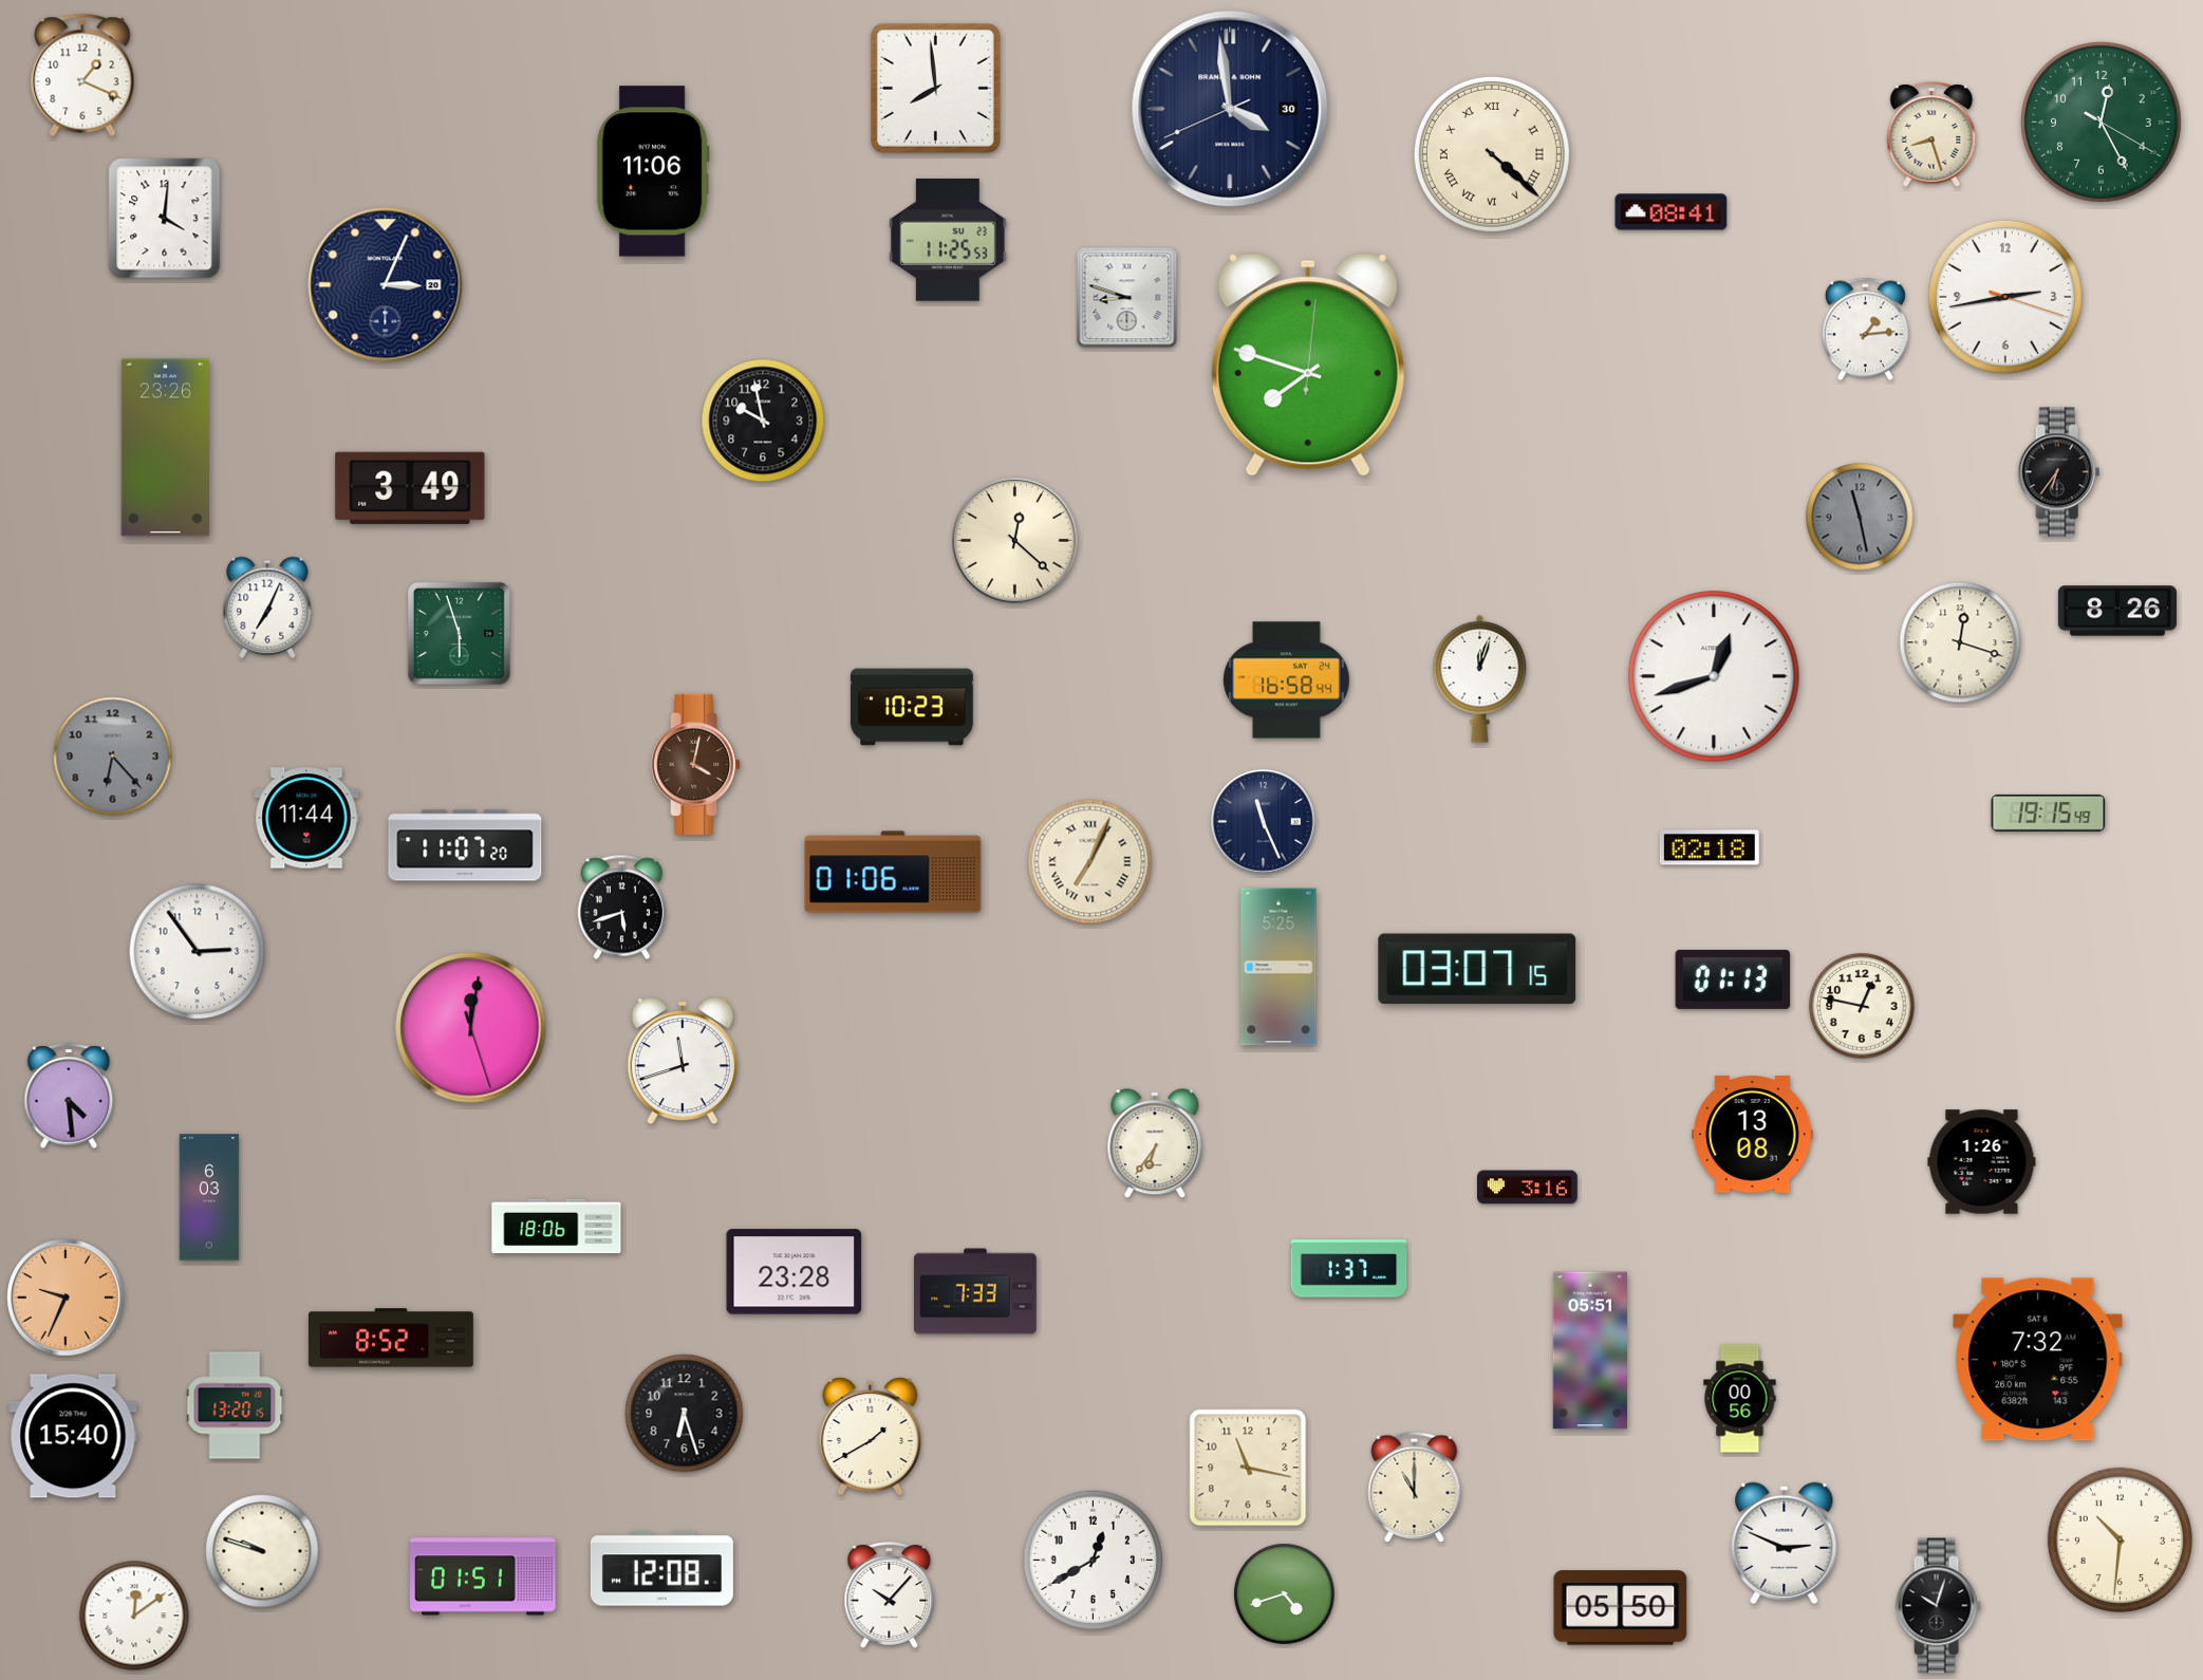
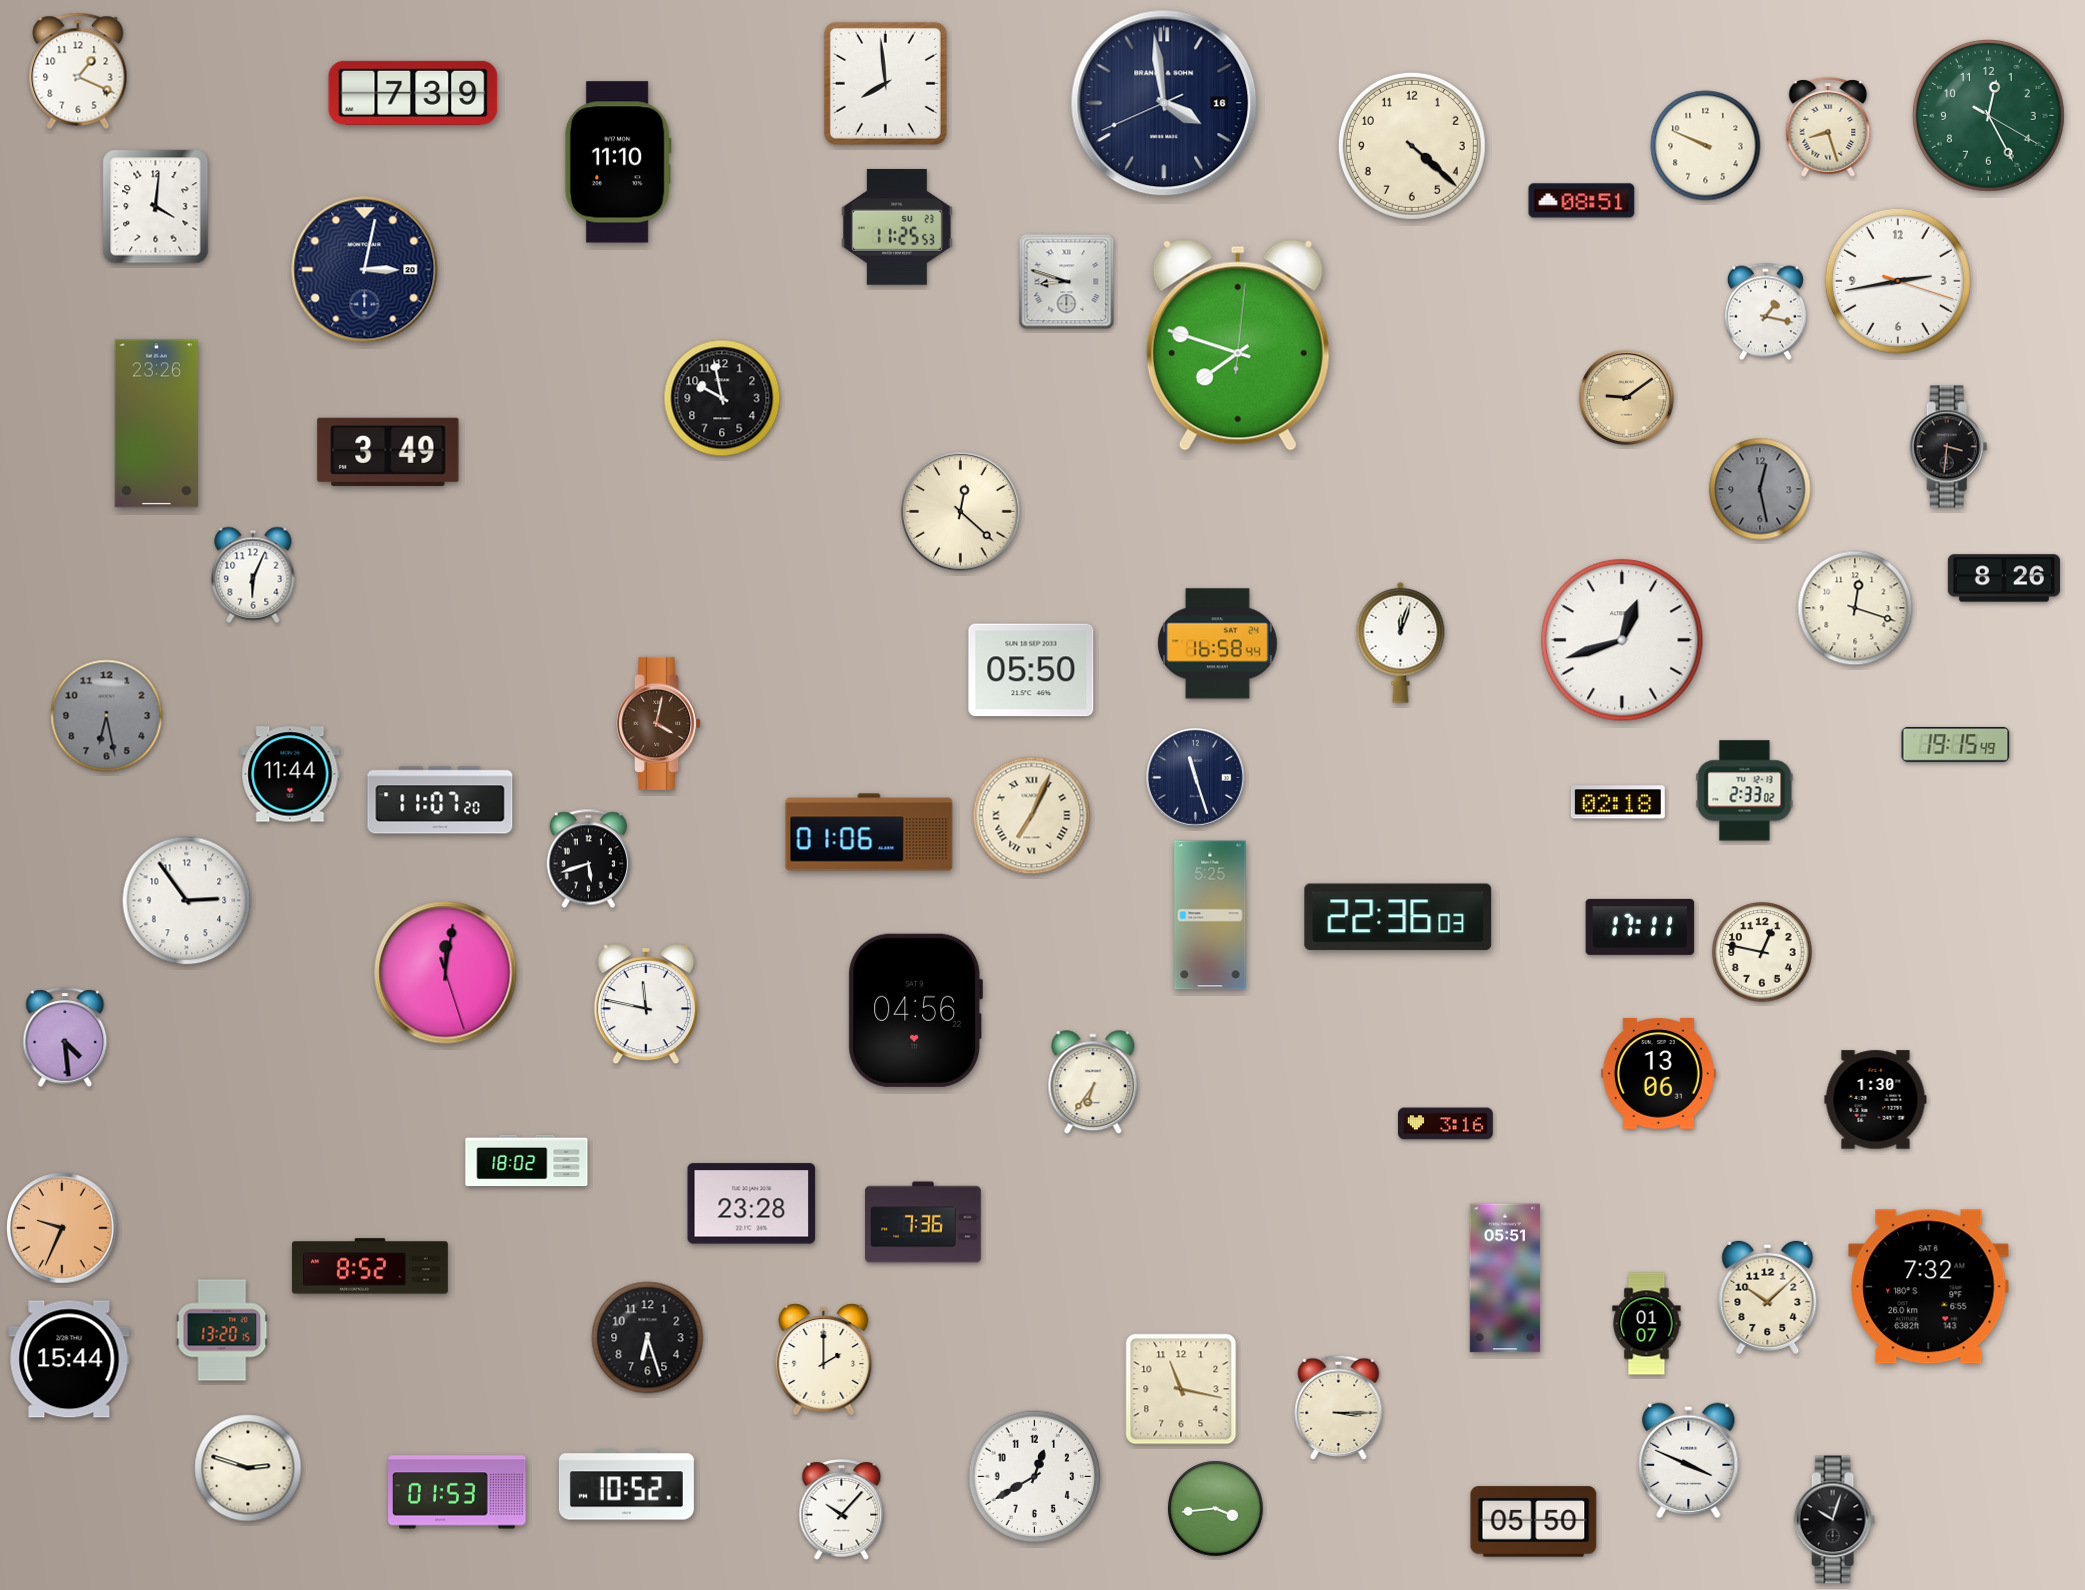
clock at (413, 93): none -> 7:39
clock at (1230, 109) date: 30 -> 16
clock at (1492, 154) numerals: Roman -> Arabic
clock at (1706, 146): none -> 9:49
clock at (653, 171): 11:06 -> 11:10
clock at (1672, 212): 08:41 -> 08:51
clock at (386, 285): 3:04 -> 3:02
clock at (1865, 330): 1:14 -> 1:17
clock at (1626, 397): none -> 9:09
clock at (2059, 472): 6:36 -> 3:31
clock at (410, 488) position: (410, 488) -> (388, 452)
clock at (1860, 517): 11:28 -> 12:28
clock at (267, 608): 7:04 -> 6:04
clock at (459, 633): 5:57 -> none
clock at (913, 707): 10:23 -> none
clock at (1031, 670): none -> 05:50
clock at (113, 757): 6:23 -> 6:28
clock at (2049, 813) position: (2049, 813) -> (1956, 744)
clock at (1264, 822): 11:26 -> 11:27
clock at (1745, 791): none -> 2:33
clock at (893, 872) position: (893, 872) -> (869, 832)
clock at (1477, 969): 03:07 -> 22:36
clock at (1733, 979): 01:13 -> 17:11
clock at (683, 1061): 11:42 -> 11:47
clock at (915, 1010): none -> 04:56
clock at (1752, 1135): 13:08 -> 13:06
clock at (1982, 1162): 1:26 -> 1:30
clock at (209, 1197): 6:03 -> none
clock at (557, 1227): 18:06 -> 18:02
clock at (1349, 1269): 1:37 -> none
clock at (975, 1291): 7:33 -> 7:36
clock at (1768, 1297): none -> 10:08
clock at (1740, 1399): 00:56 -> 01:07
clock at (73, 1436): 15:40 -> 15:44
clock at (871, 1437): 1:40 -> 2:00
clock at (1415, 1487): 11:00 -> 3:15
clock at (2120, 1539): 10:31 -> none
clock at (1785, 1543): 2:49 -> 3:49
clock at (262, 1551): 9:48 -> 2:48
clock at (661, 1569): 12:08 -> 10:52
clock at (483, 1576): 01:51 -> 01:53
clock at (1285, 1594): 4:42 -> 3:44
clock at (134, 1616): 12:09 -> none
